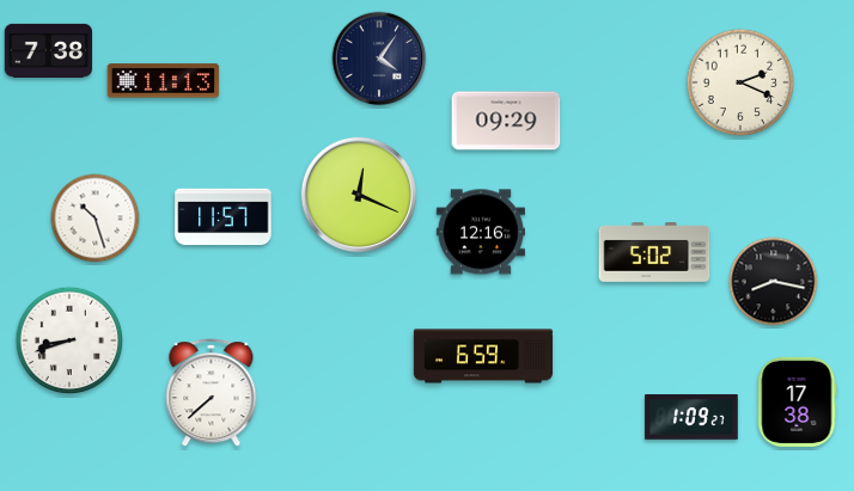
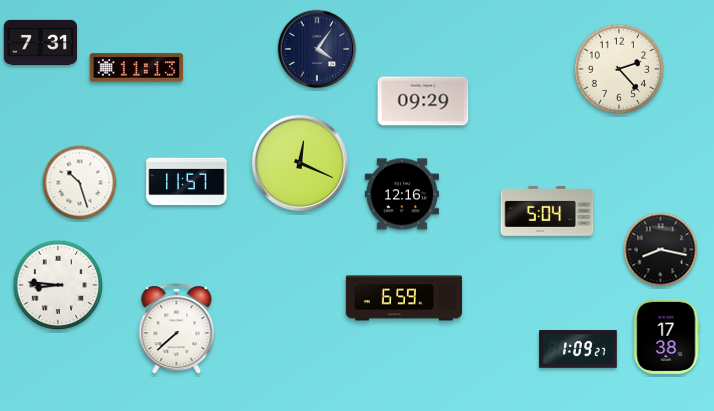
clock at (48, 50): 7:38 -> 7:31
clock at (740, 82): 2:19 -> 2:23
clock at (654, 253): 5:02 -> 5:04
clock at (774, 282) position: (774, 282) -> (661, 250)
clock at (69, 340): 8:42 -> 8:46
